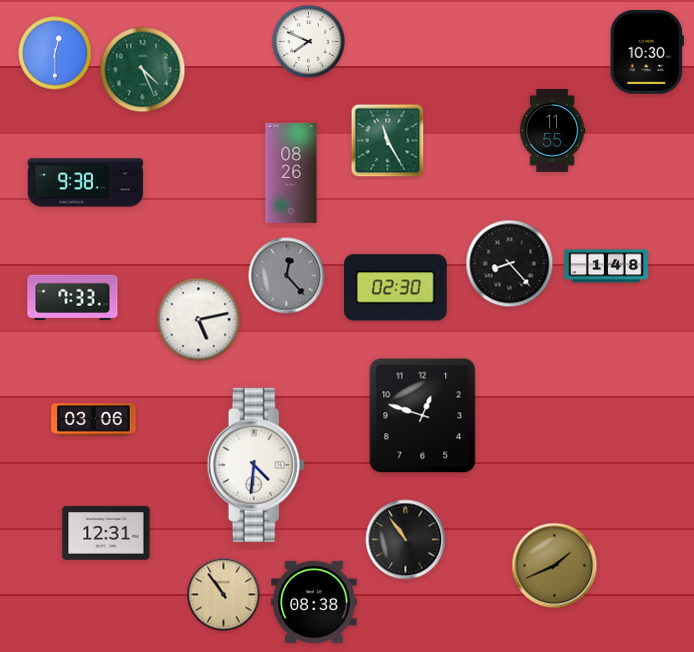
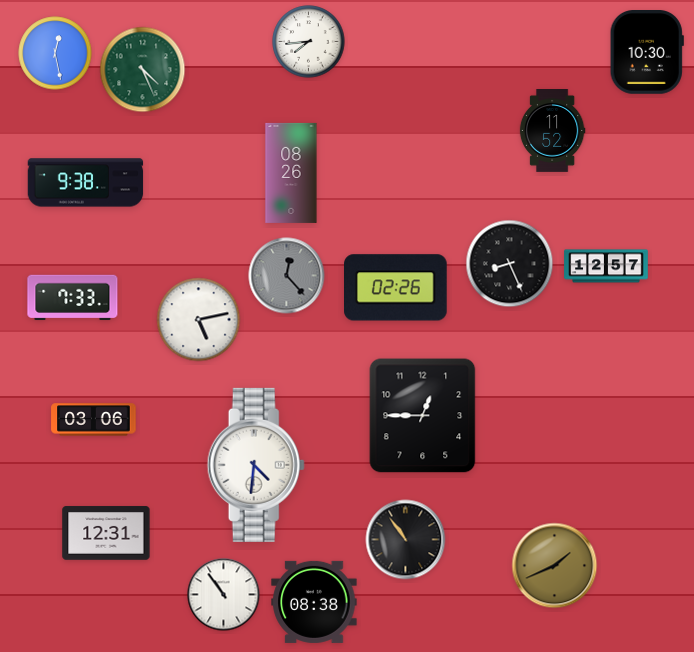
clock at (309, 42): 7:49 -> 7:44
clock at (55, 53): 12:30 -> 12:28
clock at (552, 131): 11:55 -> 11:52
clock at (388, 141): 11:25 -> none
clock at (510, 264): 8:23 -> 8:26
clock at (606, 266): 1:48 -> 12:57
clock at (396, 288): 02:30 -> 02:26
clock at (423, 416): 12:48 -> 12:45
clock at (224, 595) dial: champagne -> white
